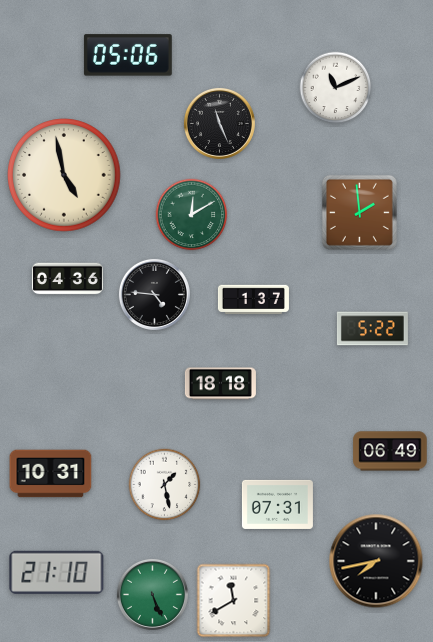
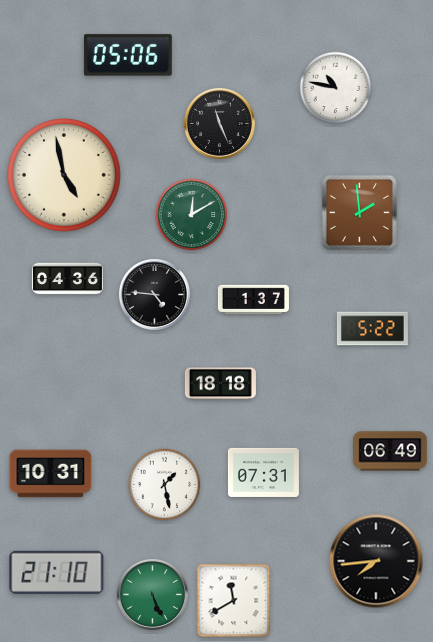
clock at (336, 88): 11:11 -> 10:47
clock at (277, 504) position: (277, 504) -> (263, 472)
clock at (376, 561): 7:43 -> 7:44
